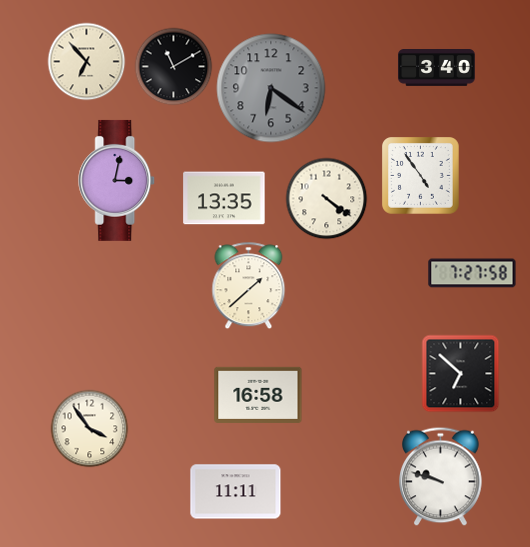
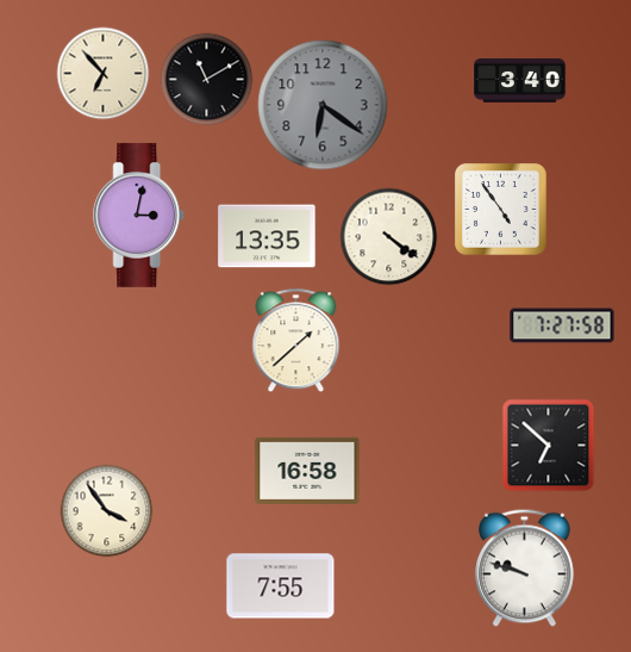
clock at (236, 492): 11:11 -> 7:55
